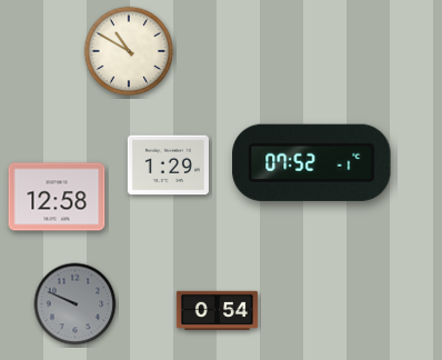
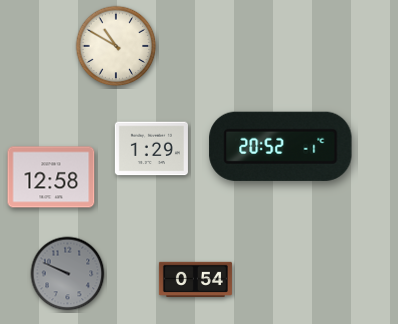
clock at (312, 162): 07:52 -> 20:52
